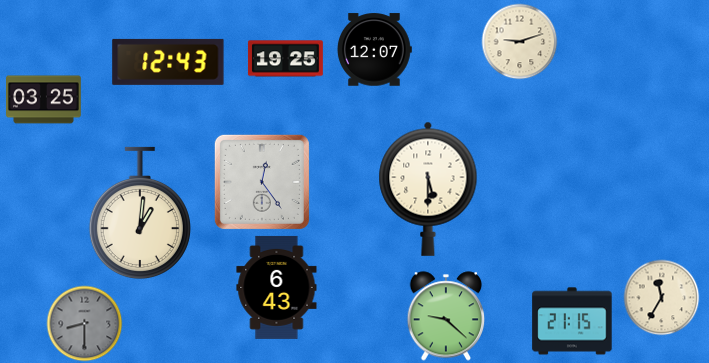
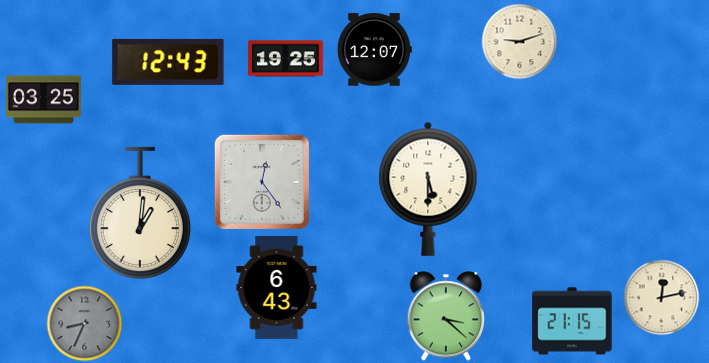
clock at (662, 298): 11:35 -> 12:13
clock at (446, 316): 9:22 -> 3:22
clock at (85, 324): 8:30 -> 8:34
